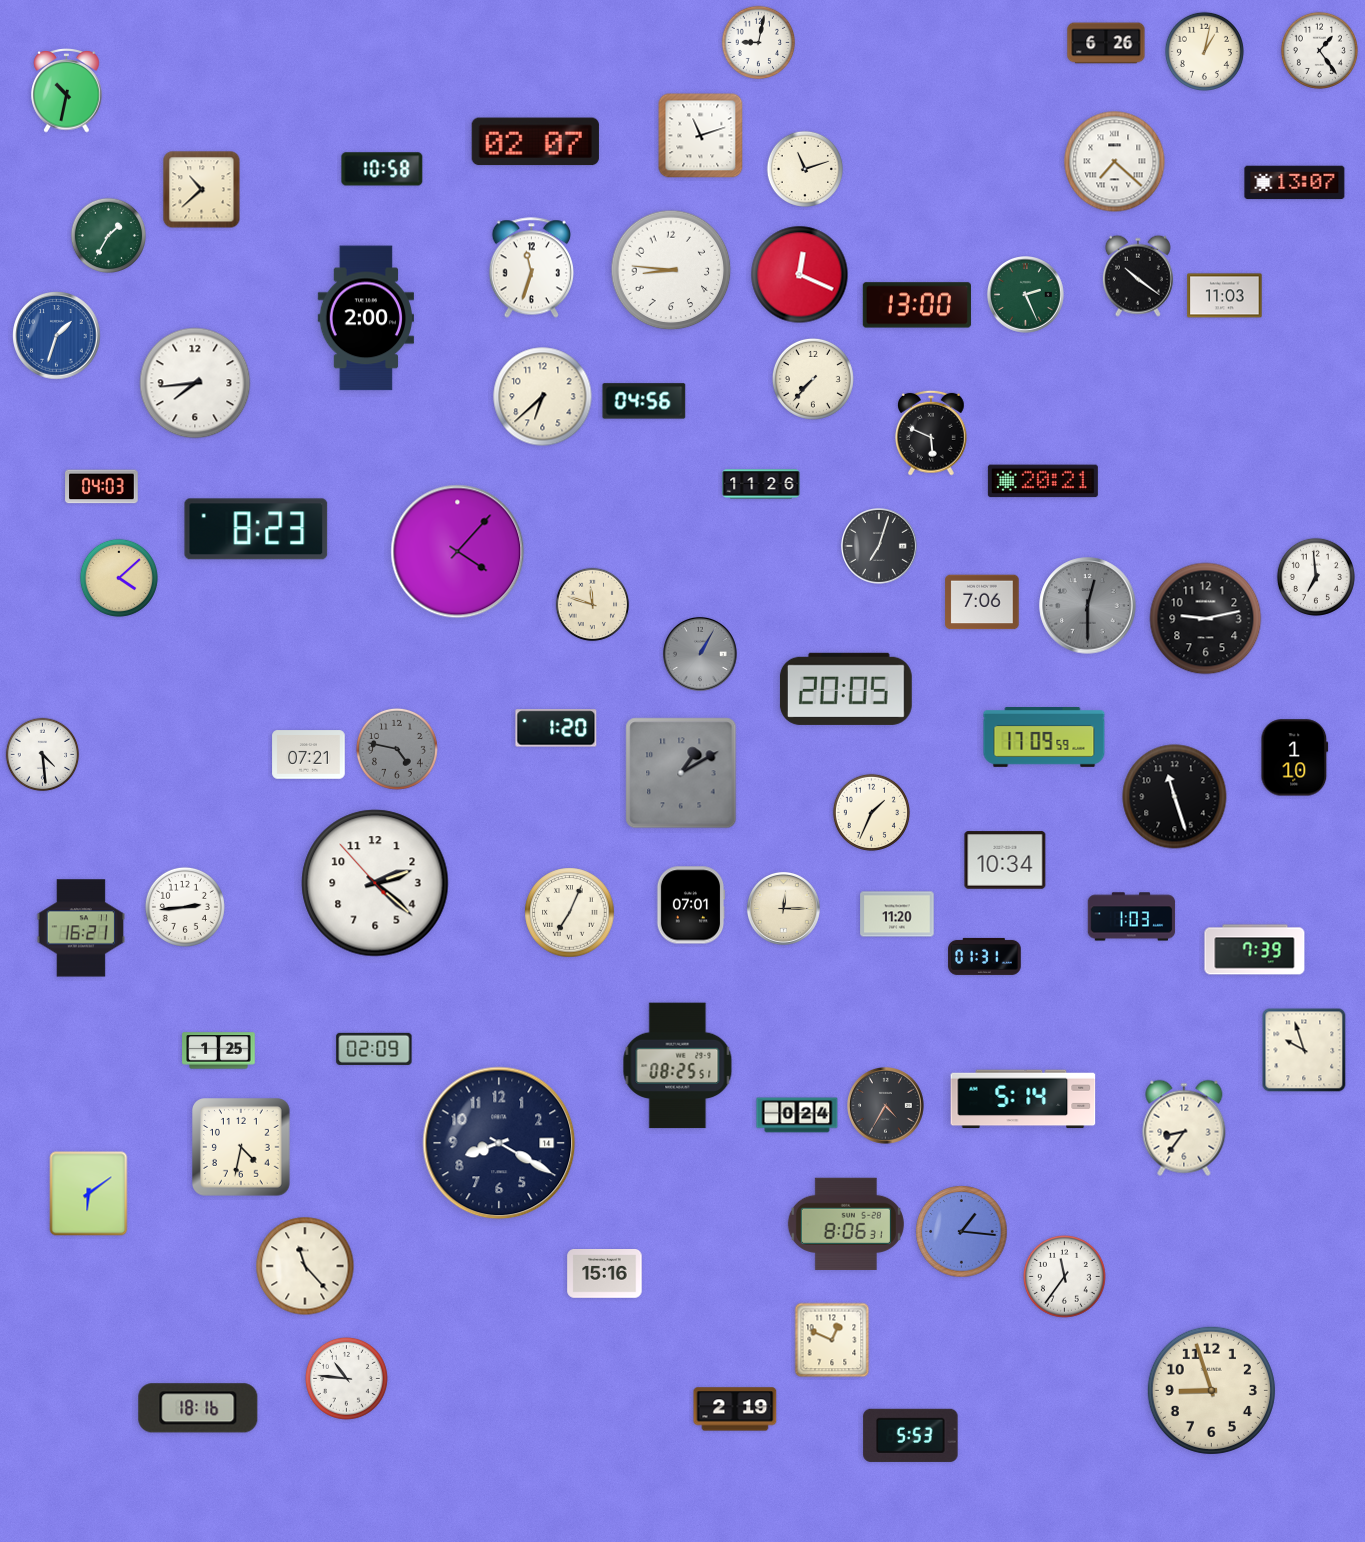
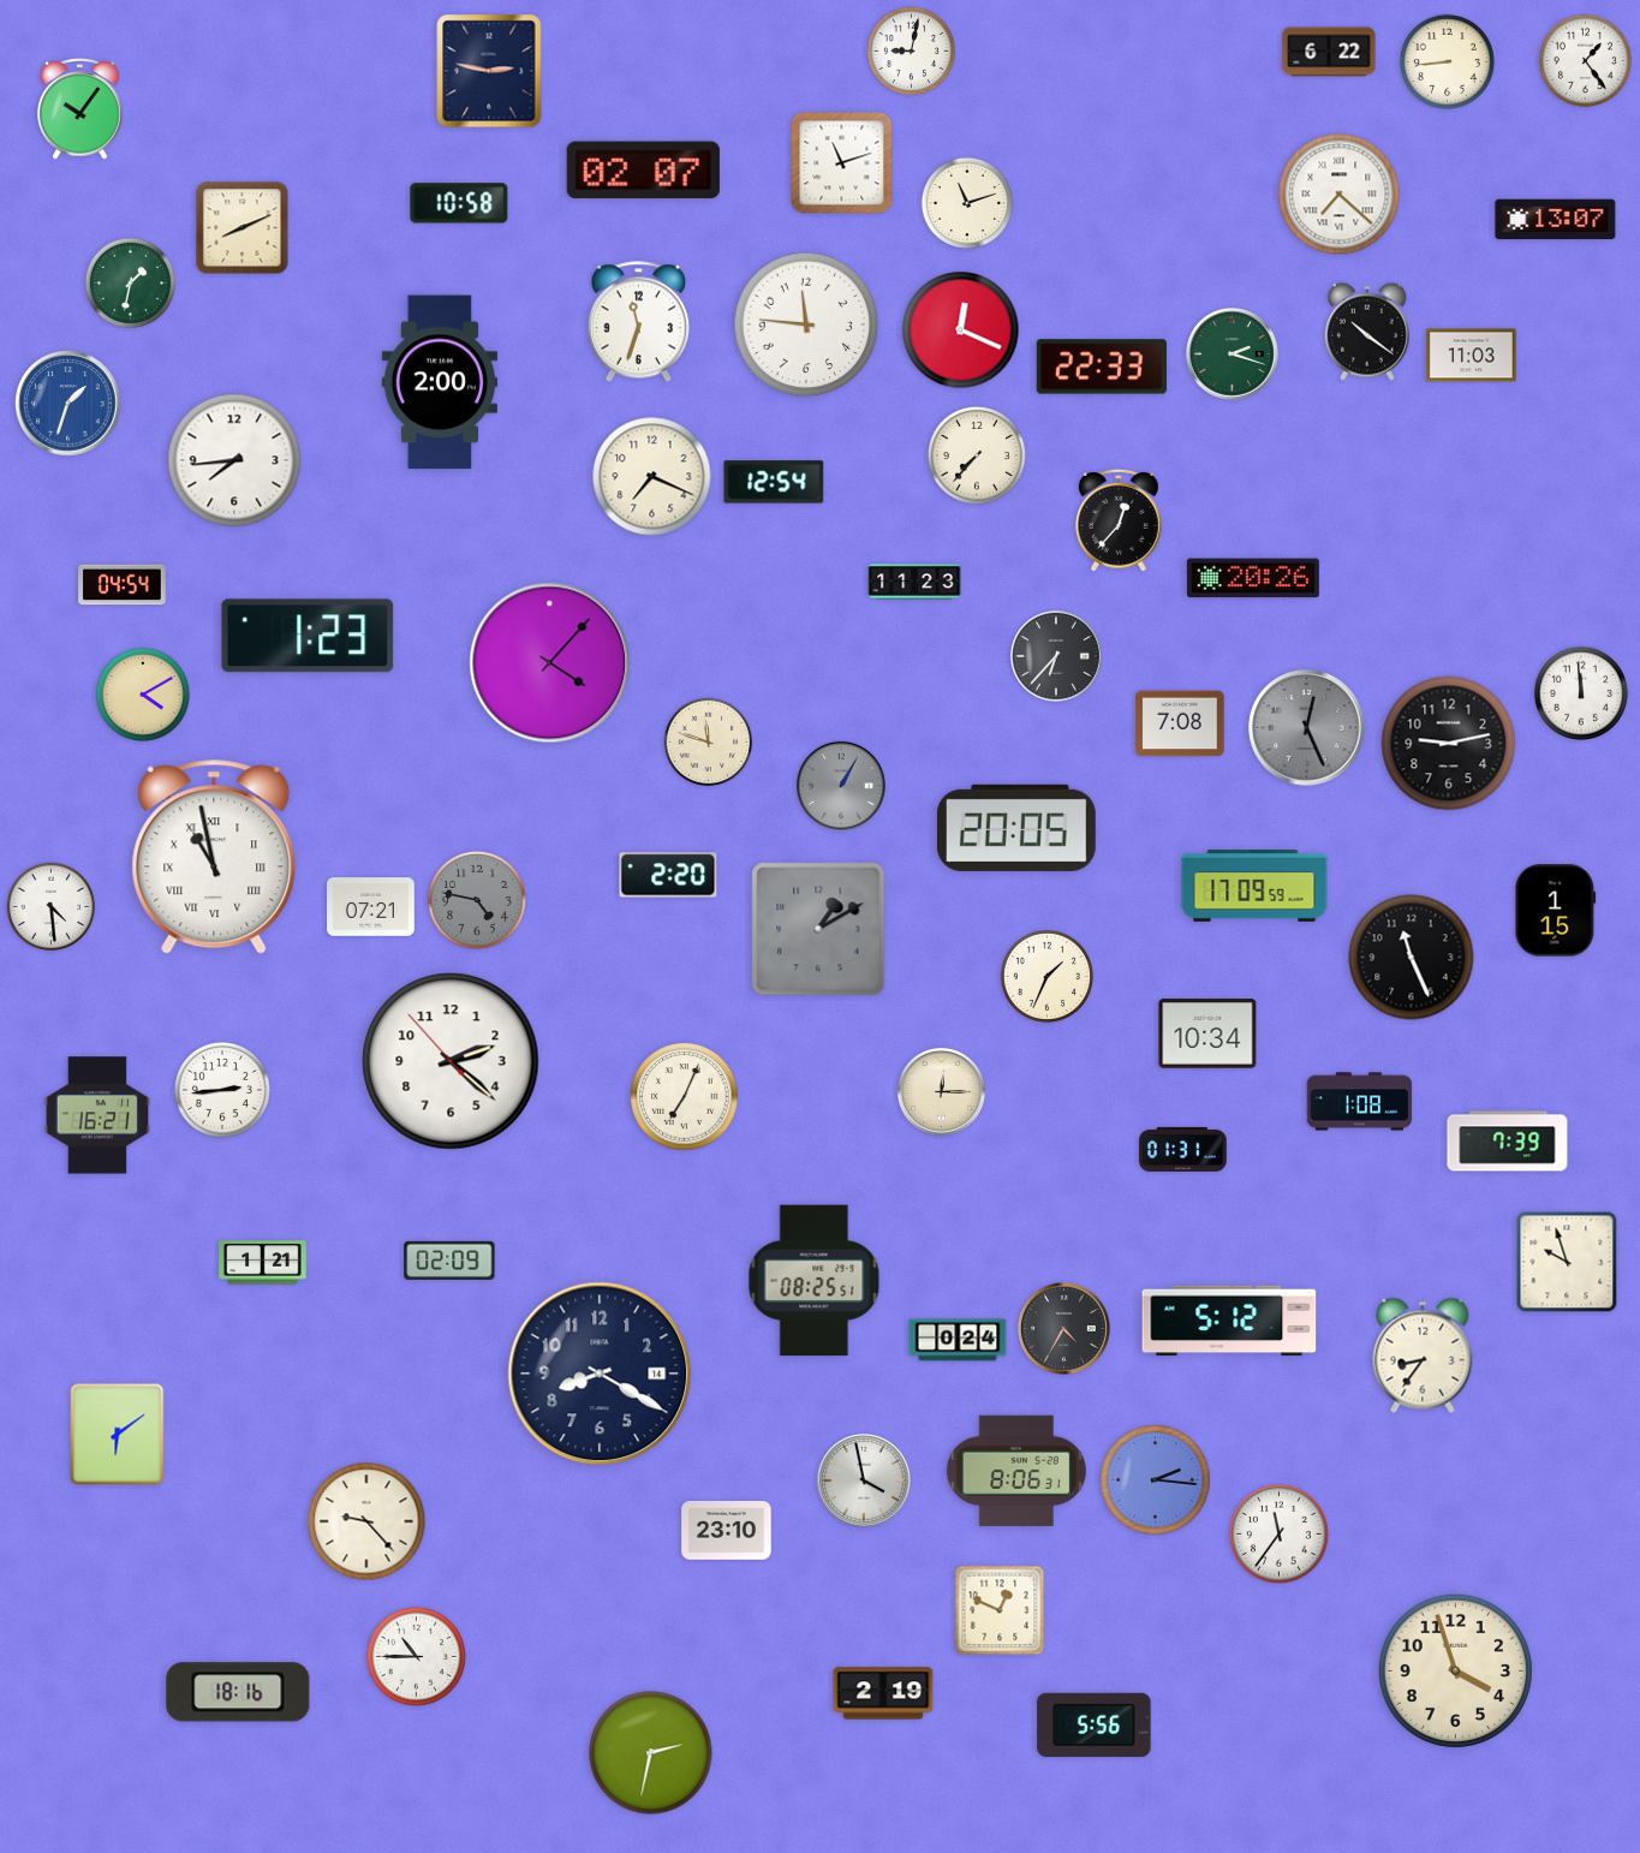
clock at (1106, 43): 6:26 -> 6:22
clock at (1204, 51): 1:02 -> 8:44
clock at (489, 71): none -> 2:47
clock at (67, 91): 10:32 -> 10:06
clock at (202, 190): 10:38 -> 8:11
clock at (108, 235): 1:35 -> 1:32
clock at (671, 270): 8:46 -> 11:46
clock at (1026, 295): 2:26 -> 2:18
clock at (917, 305): 13:00 -> 22:33
clock at (543, 397): 6:38 -> 7:19
clock at (644, 401): 04:56 -> 12:54
clock at (932, 433): 5:49 -> 12:37
clock at (1043, 481): 20:21 -> 20:26
clock at (761, 484): 11:26 -> 11:23
clock at (102, 487): 04:03 -> 04:54
clock at (256, 529): 8:23 -> 1:23
clock at (880, 547): 7:03 -> 6:37
clock at (1316, 577): 6:59 -> 11:59
clock at (119, 578): 4:08 -> 4:10
clock at (982, 602): 7:06 -> 7:08
clock at (593, 605) position: (593, 605) -> (709, 743)
clock at (1088, 606): 12:30 -> 12:26
clock at (214, 857): none -> 10:58
clock at (556, 728): 1:20 -> 2:20
clock at (1295, 758): 1:10 -> 1:15
clock at (1175, 797): 11:27 -> 11:26
clock at (691, 905): 07:01 -> none
clock at (897, 914): 11:20 -> none
clock at (1132, 917): 1:03 -> 1:08
clock at (219, 1051): 1:25 -> 1:21
clock at (1023, 1099): 5:14 -> 5:12
clock at (242, 1148): 4:32 -> none
clock at (89, 1194) position: (89, 1194) -> (118, 1435)
clock at (962, 1232): 1:16 -> 2:16
clock at (865, 1482): none -> 3:58
clock at (305, 1266): 11:23 -> 9:23
clock at (605, 1274): 15:16 -> 23:10
clock at (346, 1378): 10:46 -> 10:45
clock at (1211, 1390): 8:57 -> 3:57
clock at (911, 1435): 5:53 -> 5:56
clock at (651, 1753): none -> 2:32
